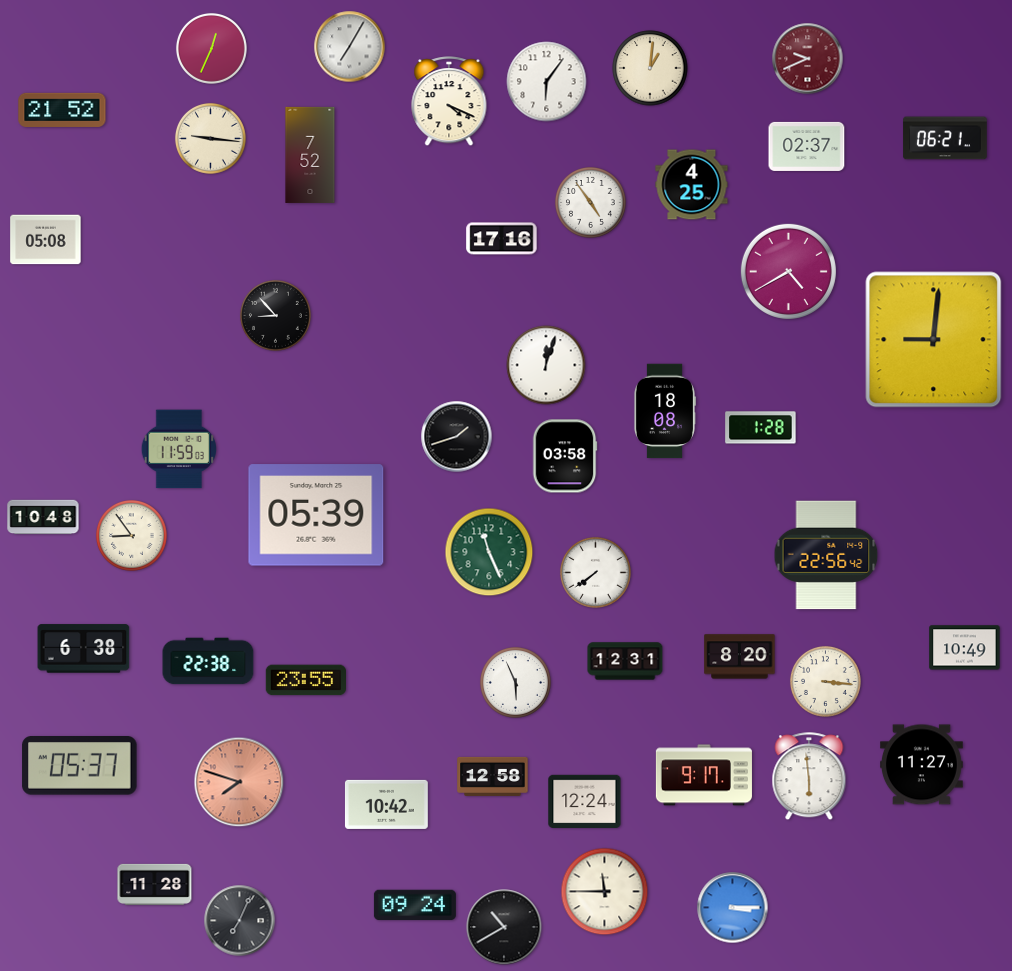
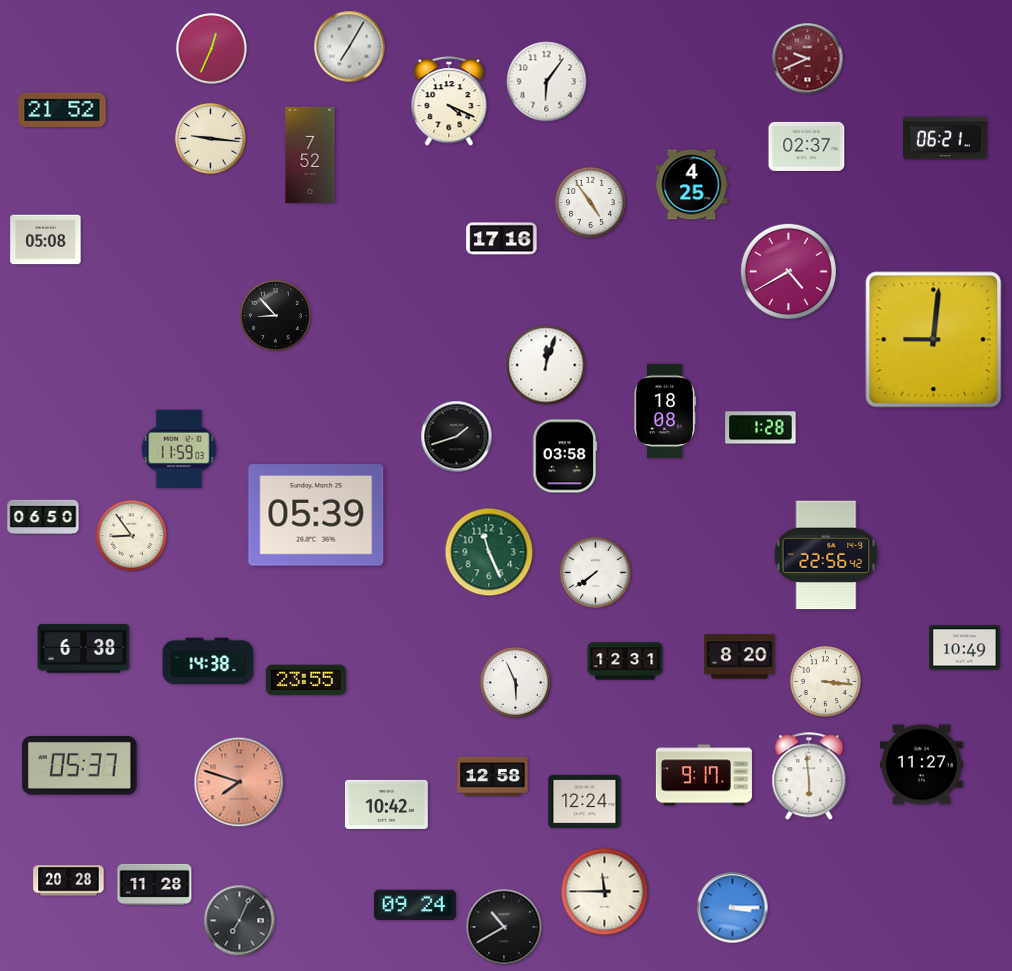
clock at (650, 68): 1:01 -> none
clock at (43, 517): 10:48 -> 06:50
clock at (208, 661): 22:38 -> 14:38
clock at (69, 881): none -> 20:28
